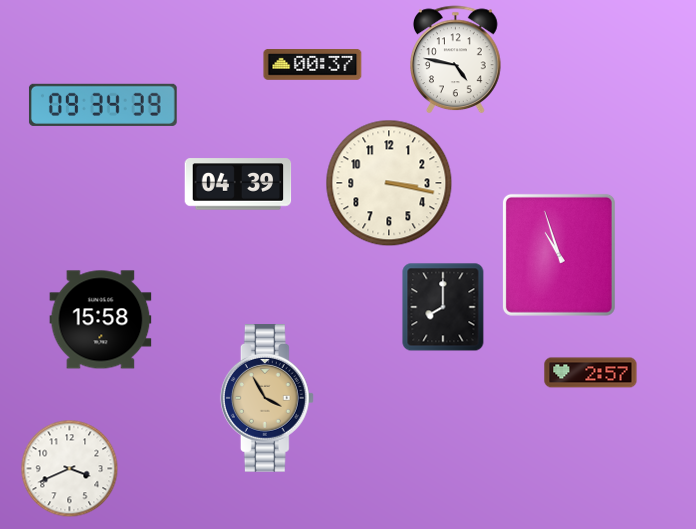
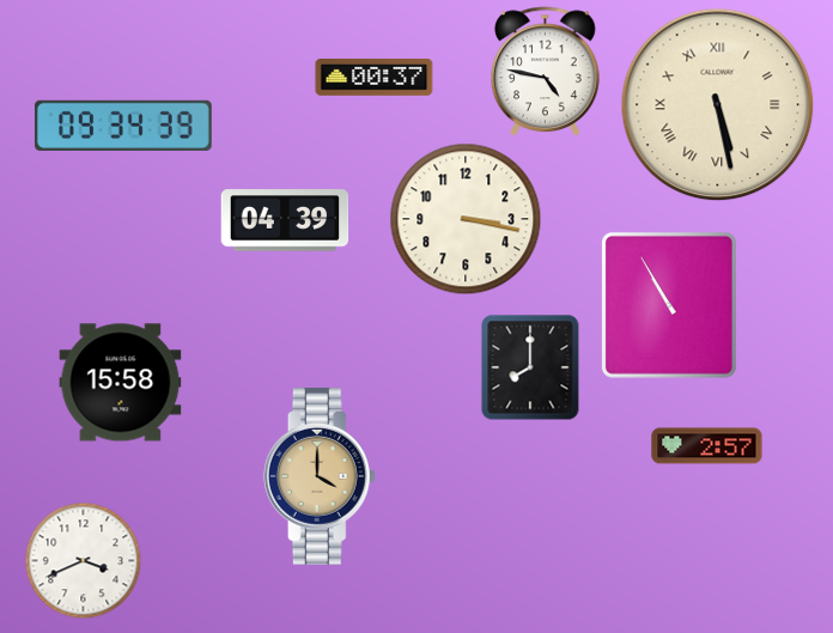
clock at (718, 105): none -> 5:28
clock at (559, 255): 10:57 -> 10:55
clock at (267, 399): 3:55 -> 4:00
